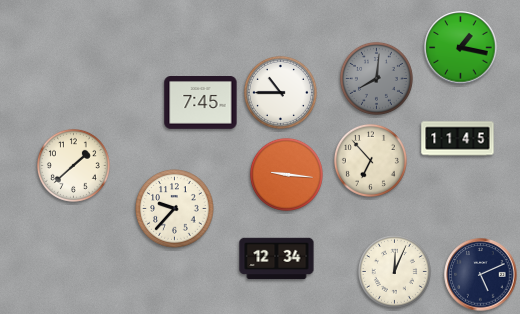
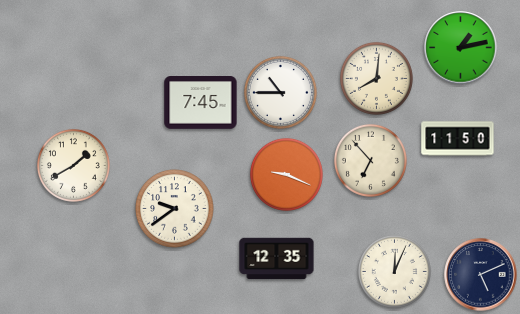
clock at (461, 48): 1:17 -> 1:13
clock at (376, 78) dial: grey -> cream
clock at (458, 139): 11:45 -> 11:50
clock at (73, 165): 1:38 -> 1:40
clock at (286, 174): 9:16 -> 9:19
clock at (175, 209): 9:37 -> 9:39
clock at (277, 259): 12:34 -> 12:35
